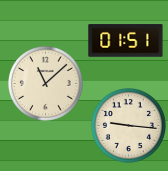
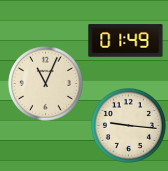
clock at (126, 41): 01:51 -> 01:49
clock at (45, 83): 11:08 -> 11:04
